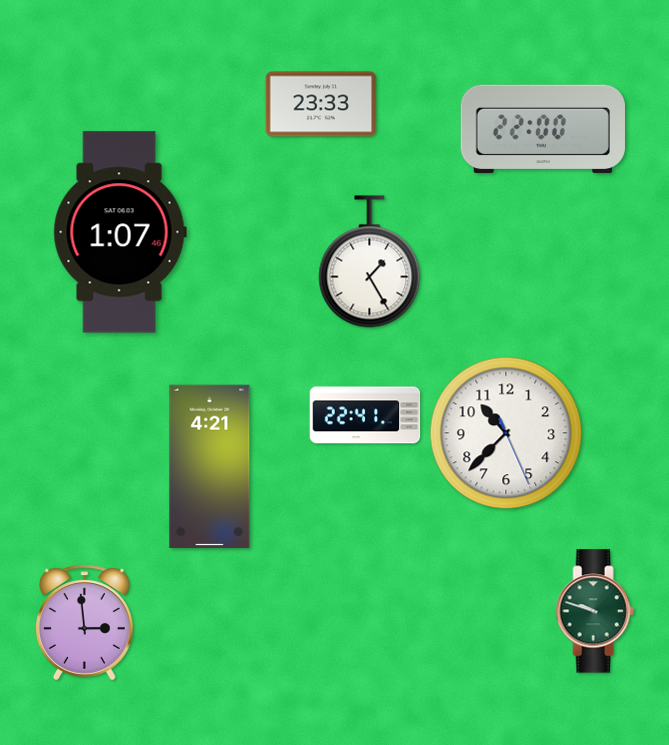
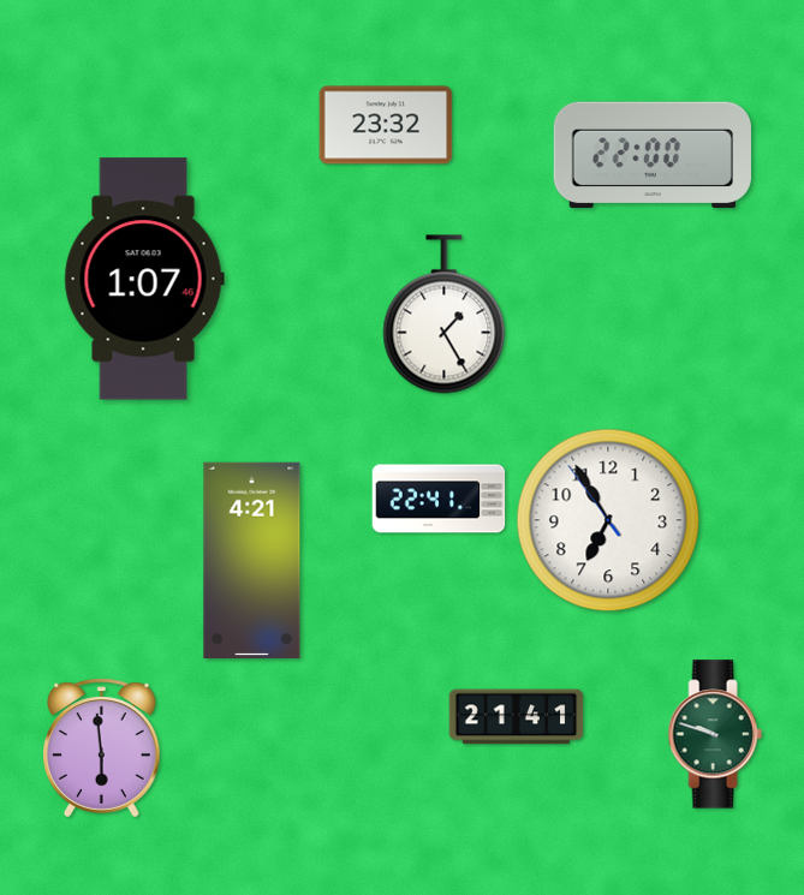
clock at (321, 104): 23:33 -> 23:32
clock at (506, 433): 10:37 -> 6:54
clock at (517, 717): none -> 21:41
clock at (85, 623): 2:59 -> 5:59
